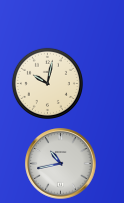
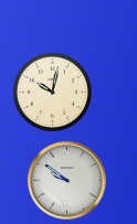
clock at (61, 164): 10:43 -> 9:51
